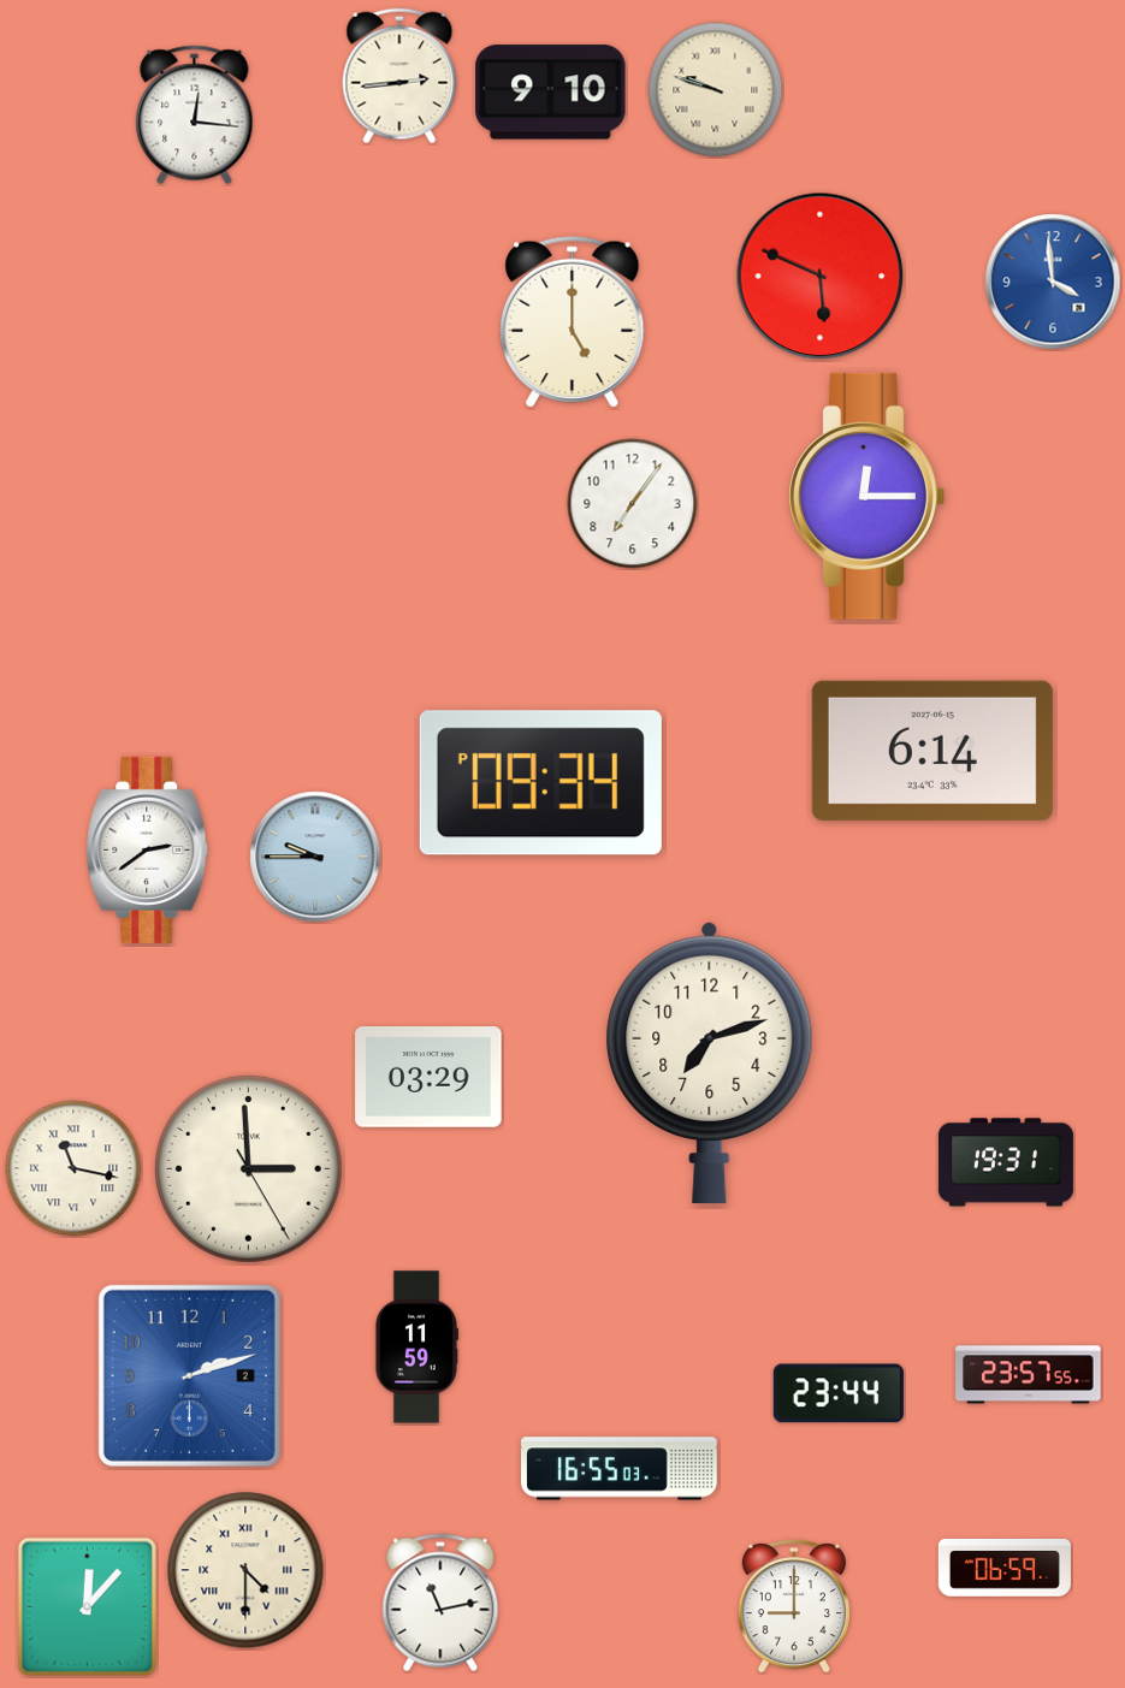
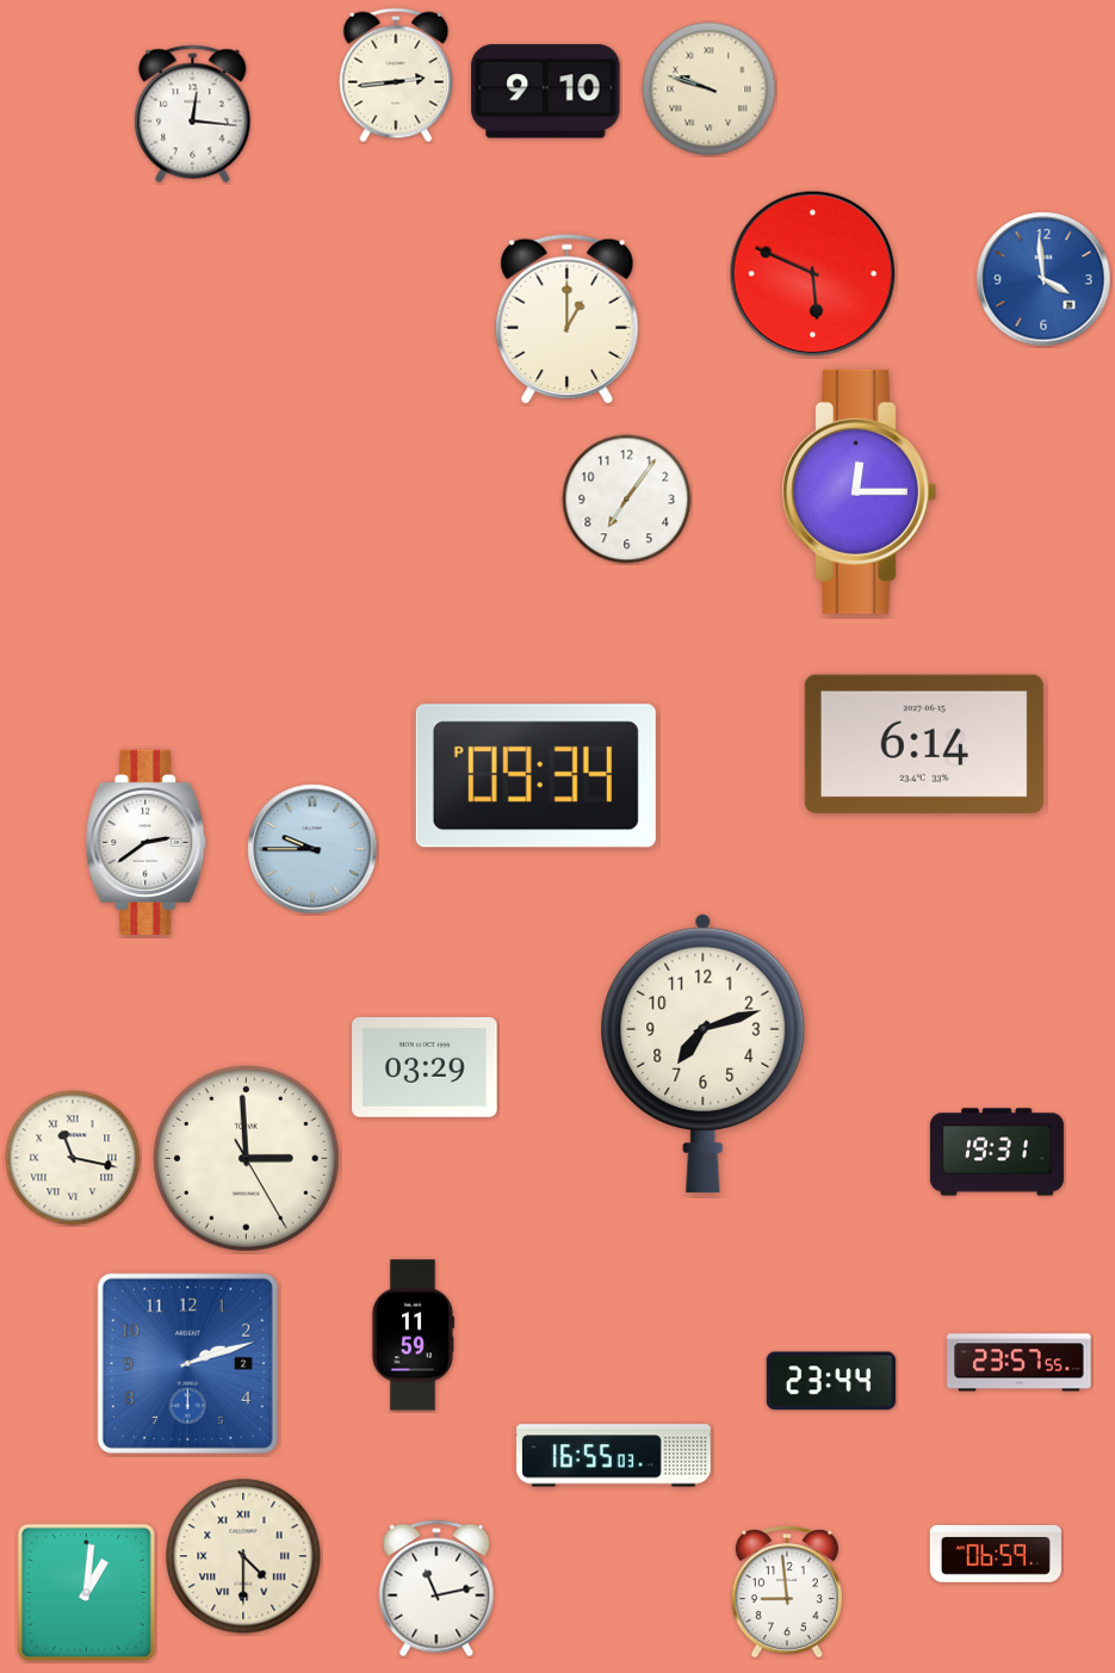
clock at (573, 321): 5:00 -> 1:00
clock at (87, 1606): 12:07 -> 1:01
clock at (794, 1606): 9:00 -> 8:59
